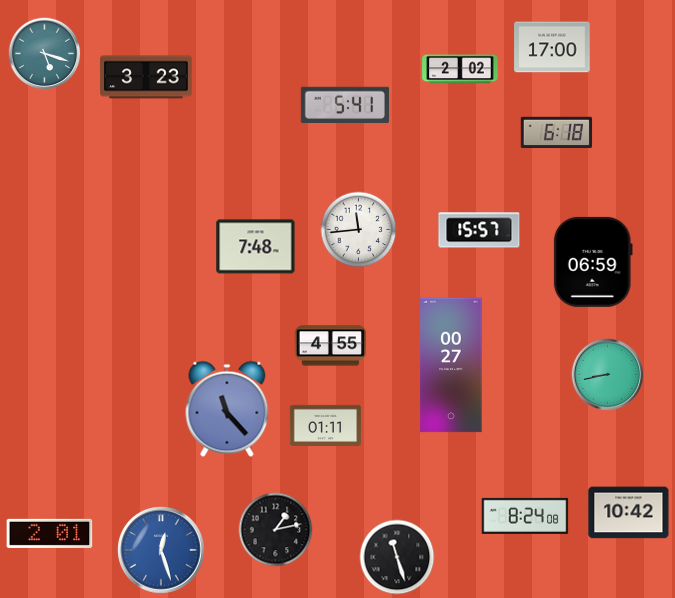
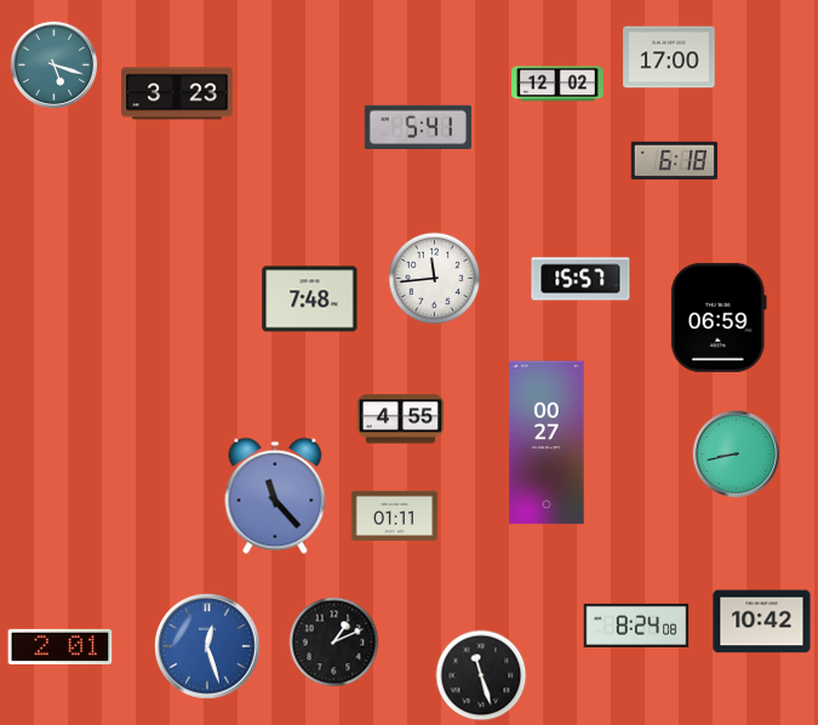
clock at (460, 69): 2:02 -> 12:02
clock at (276, 530): 1:13 -> 1:11
clock at (161, 550) position: (161, 550) -> (207, 646)
